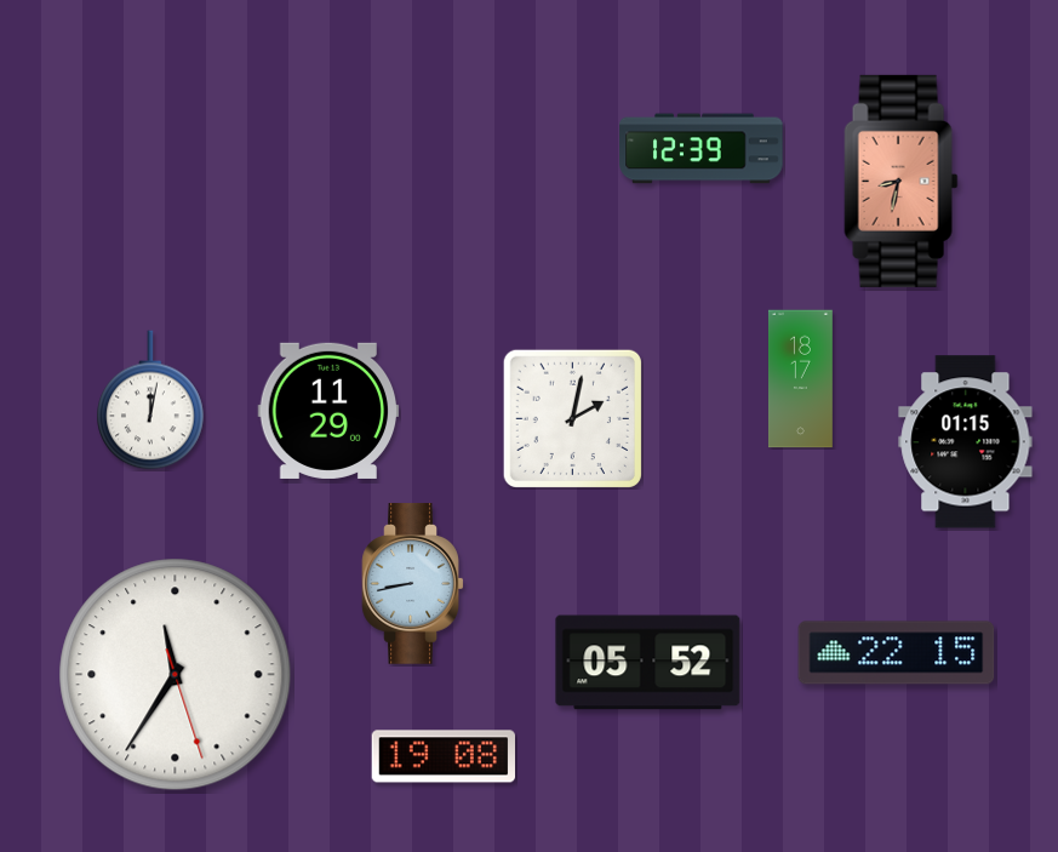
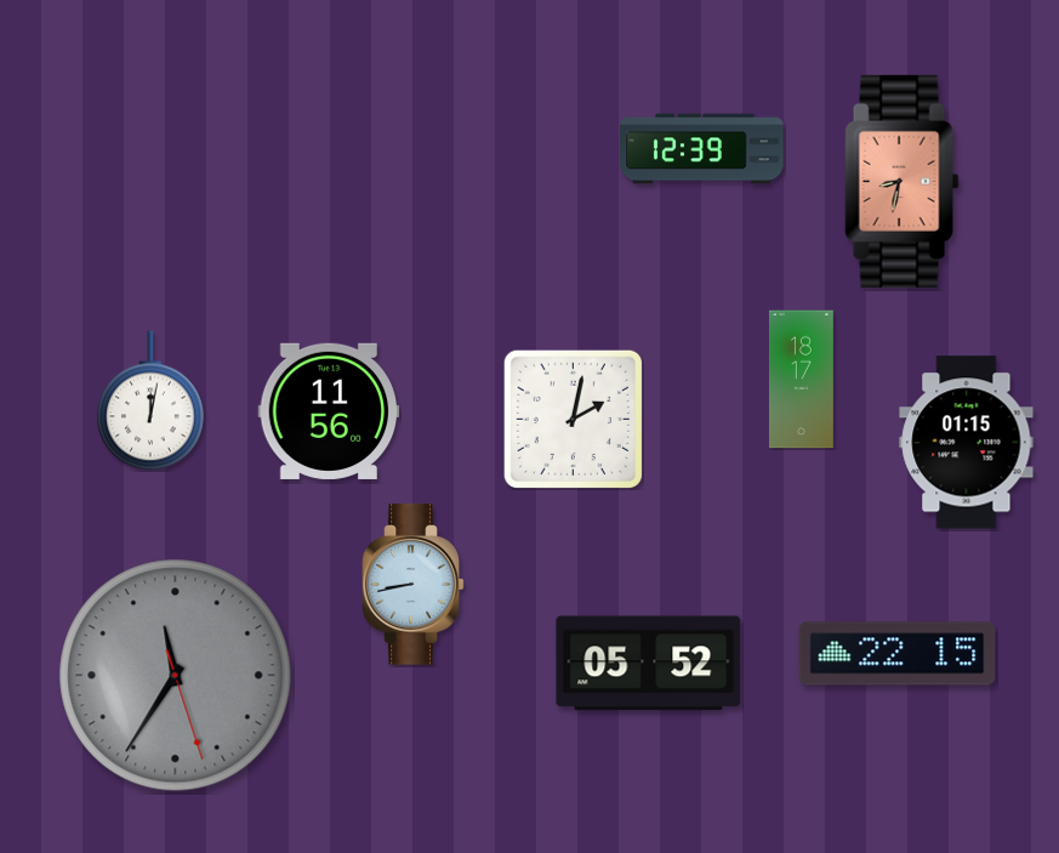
clock at (328, 411): 11:29 -> 11:56
clock at (176, 675) dial: white -> grey
clock at (442, 756): 19:08 -> none
